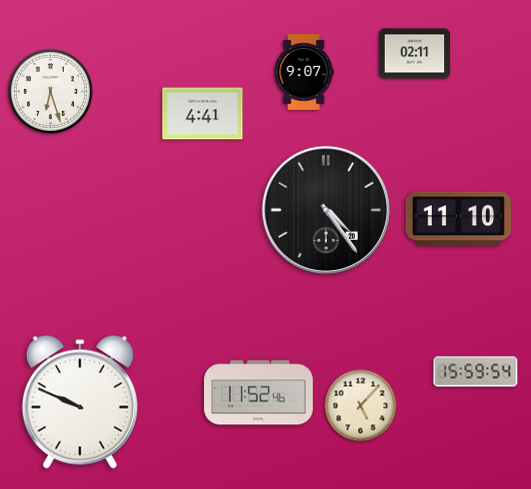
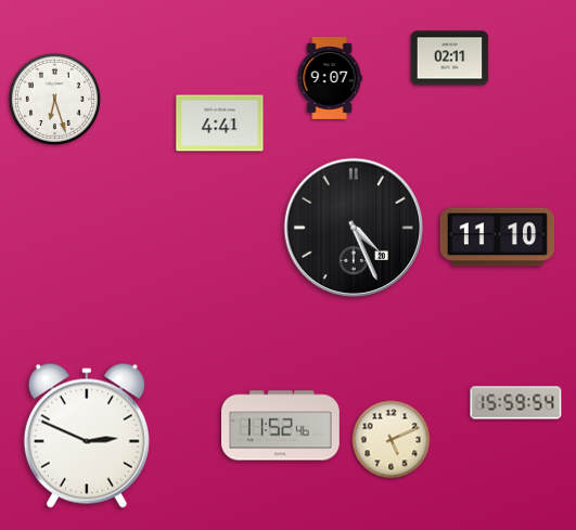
clock at (326, 210): 4:24 -> 4:26
clock at (80, 402): 9:49 -> 2:49
clock at (361, 406): 5:07 -> 5:11
